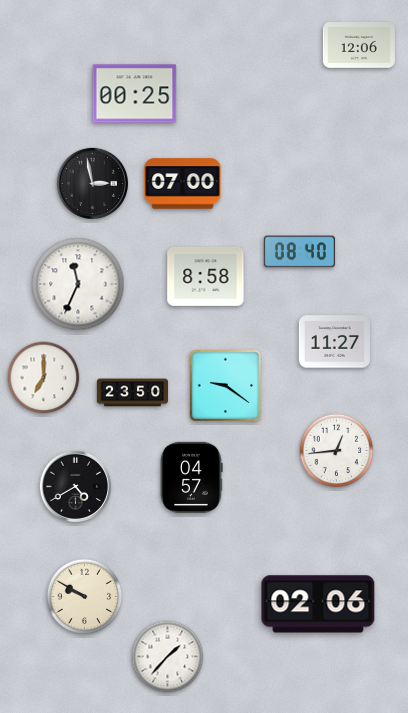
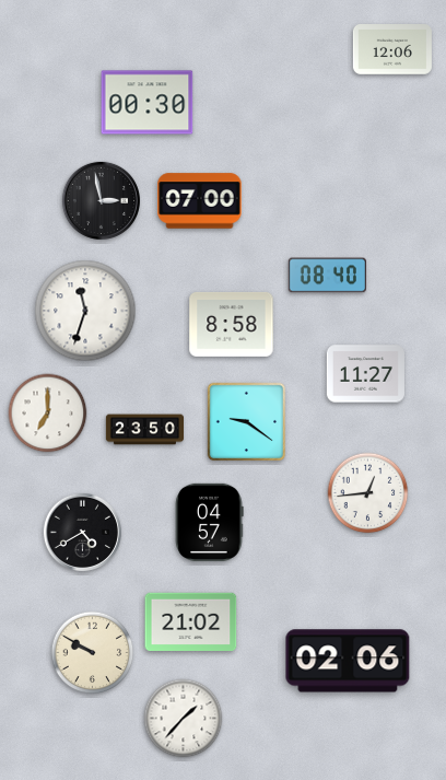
clock at (135, 94): 00:25 -> 00:30
clock at (206, 277) position: (206, 277) -> (232, 325)
clock at (78, 284): 11:34 -> 11:33
clock at (191, 621): none -> 21:02
